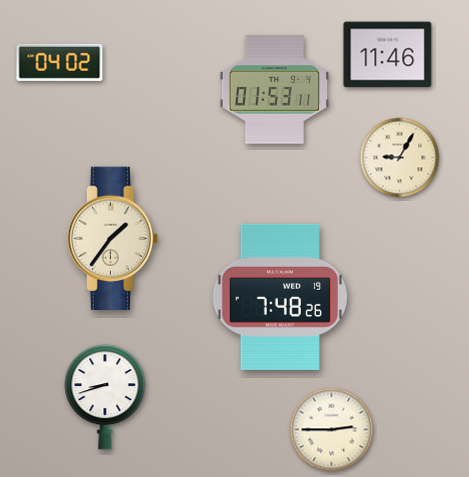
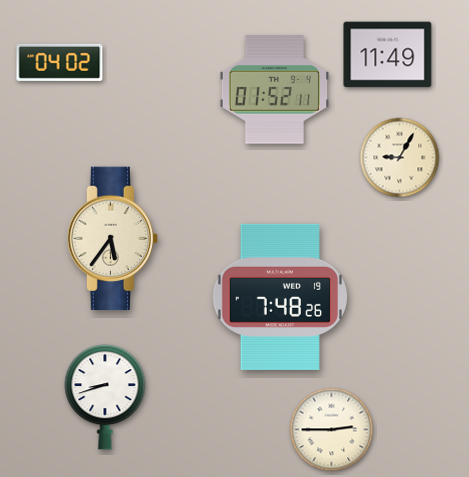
clock at (388, 55): 11:46 -> 11:49
clock at (275, 90): 01:53 -> 01:52
clock at (113, 239): 1:36 -> 5:36
